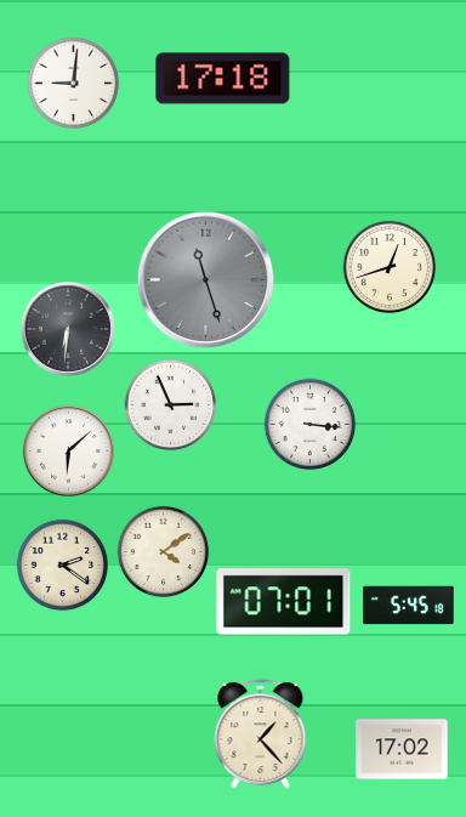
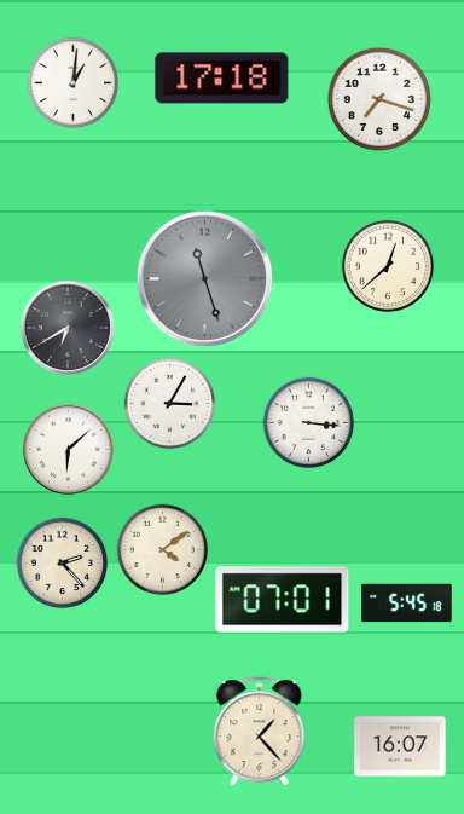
clock at (74, 84): 9:01 -> 1:01
clock at (379, 99): none -> 7:18
clock at (390, 267): 12:42 -> 12:38
clock at (68, 329): 6:31 -> 6:40
clock at (171, 405): 2:56 -> 3:05
clock at (63, 566): 2:21 -> 2:23
clock at (402, 749): 17:02 -> 16:07
